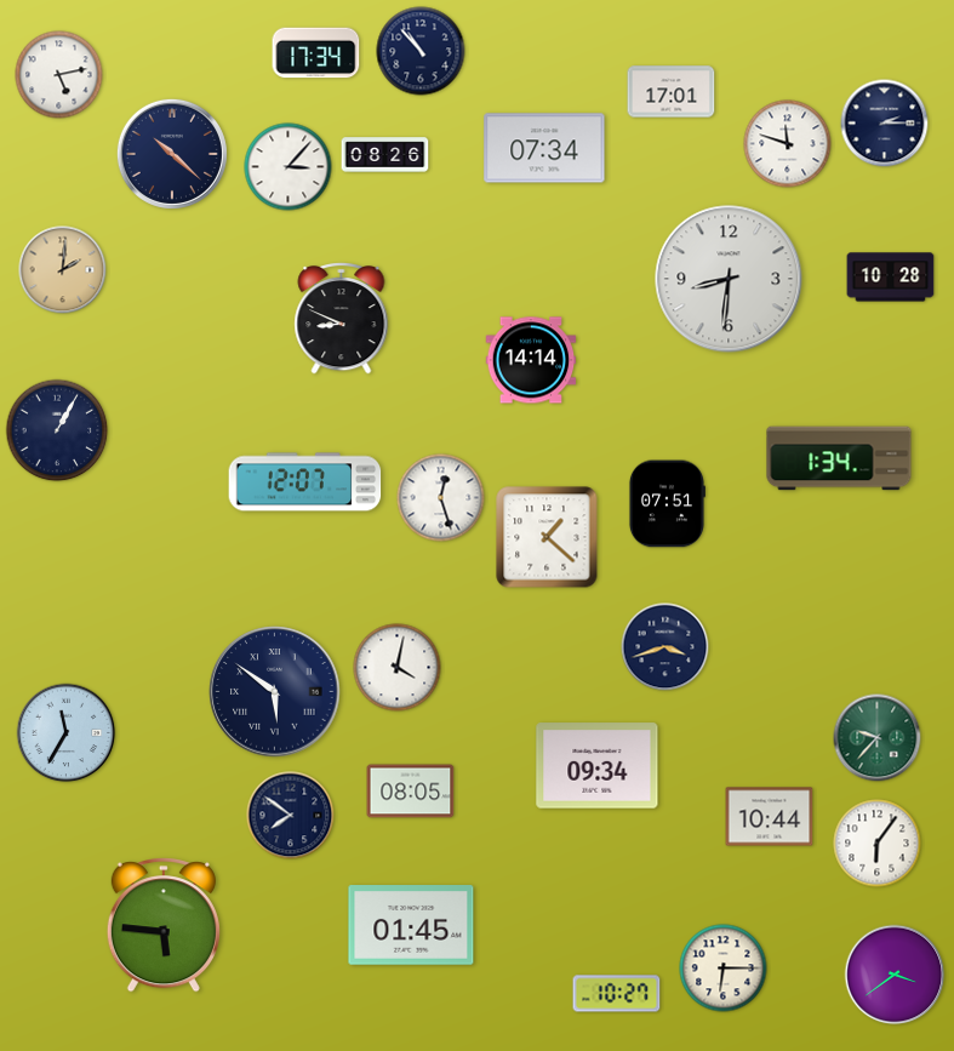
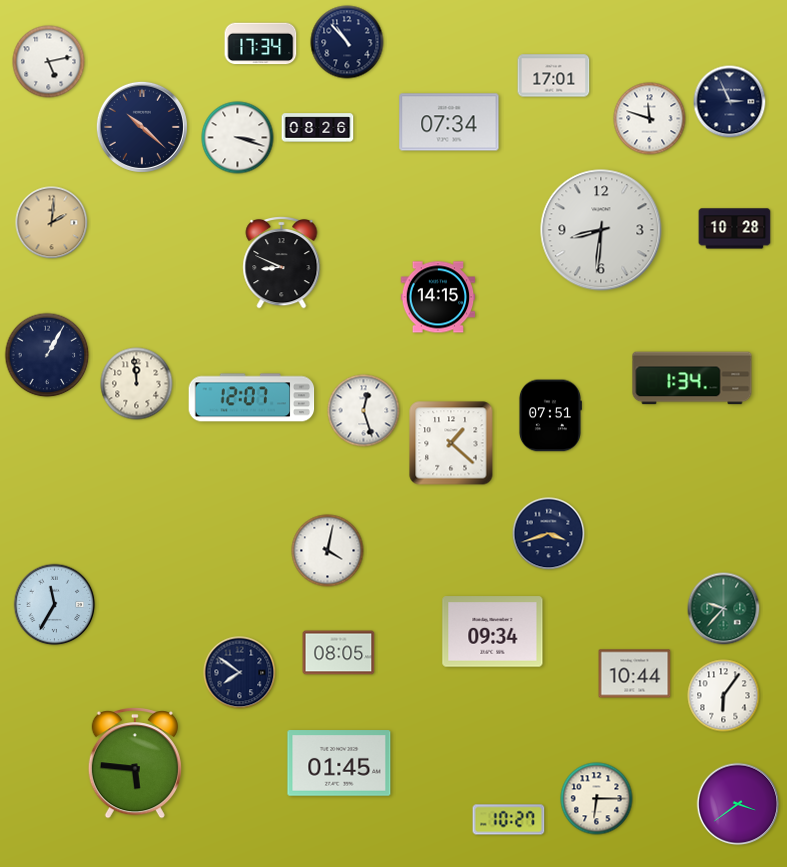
clock at (885, 124): 2:15 -> 2:56
clock at (289, 167): 3:07 -> 3:18
clock at (531, 360): 14:14 -> 14:15
clock at (137, 384): none -> 11:59
clock at (275, 692): 5:51 -> none
